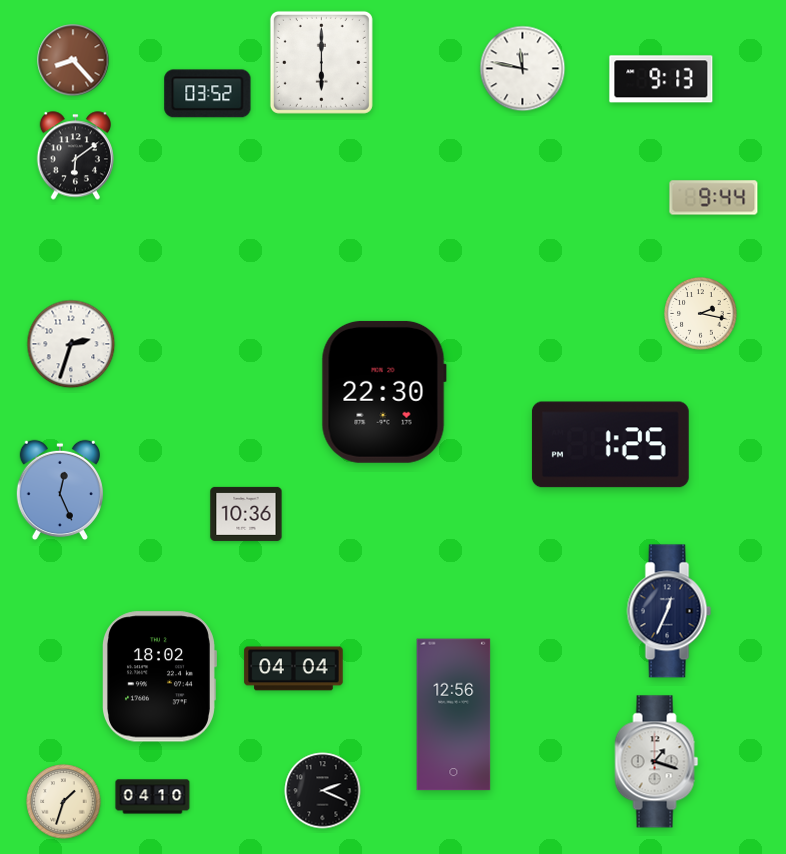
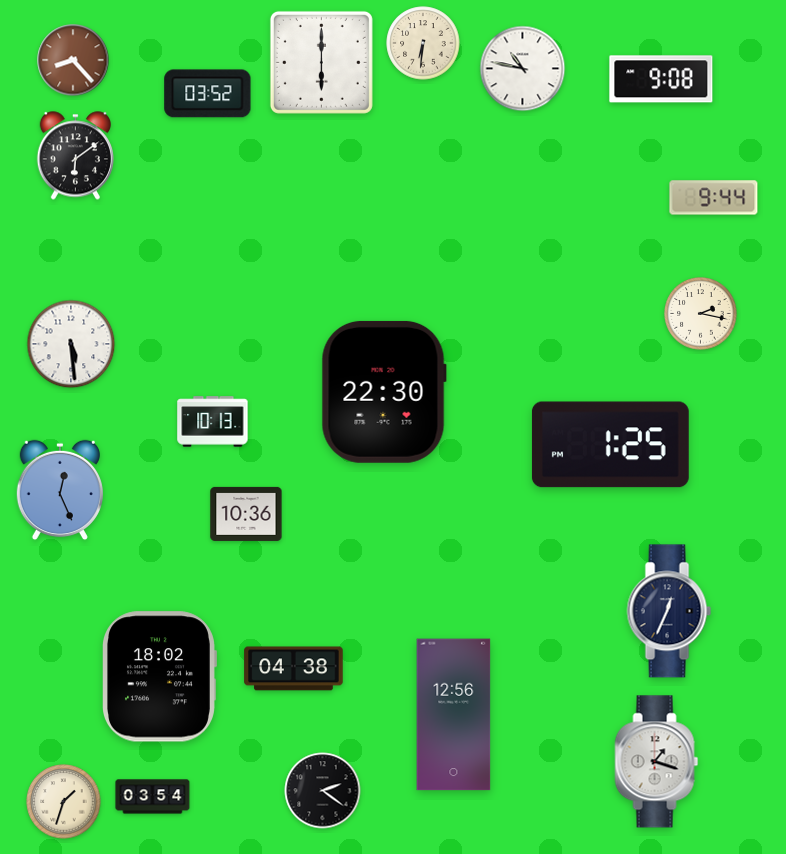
clock at (423, 43): none -> 6:31
clock at (523, 69): 11:47 -> 10:47
clock at (661, 79): 9:13 -> 9:08
clock at (71, 344): 2:33 -> 5:29
clock at (213, 422): none -> 10:13
clock at (294, 669): 04:04 -> 04:38
clock at (323, 791): 2:19 -> 2:21
clock at (153, 797): 04:10 -> 03:54
